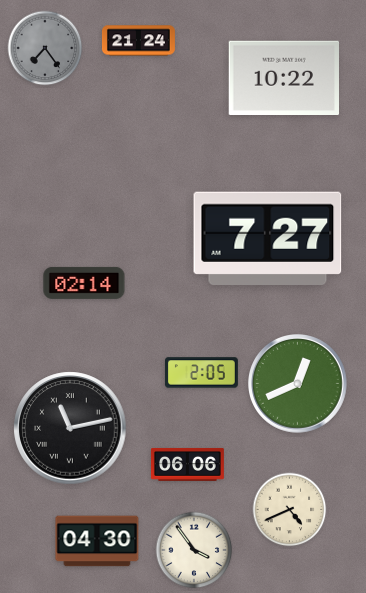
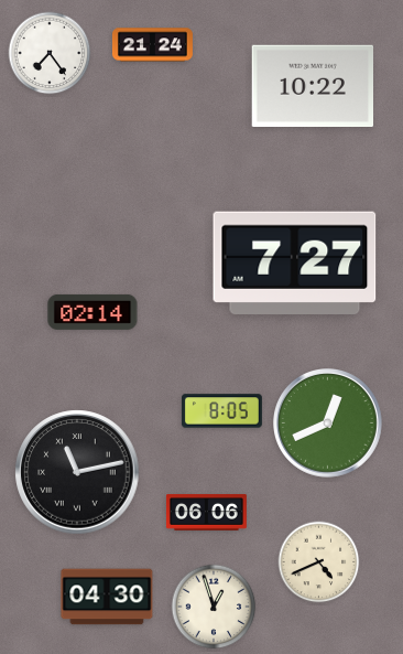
clock at (45, 48) dial: grey -> white
clock at (201, 373): 2:05 -> 8:05
clock at (194, 550): 3:54 -> 12:57
